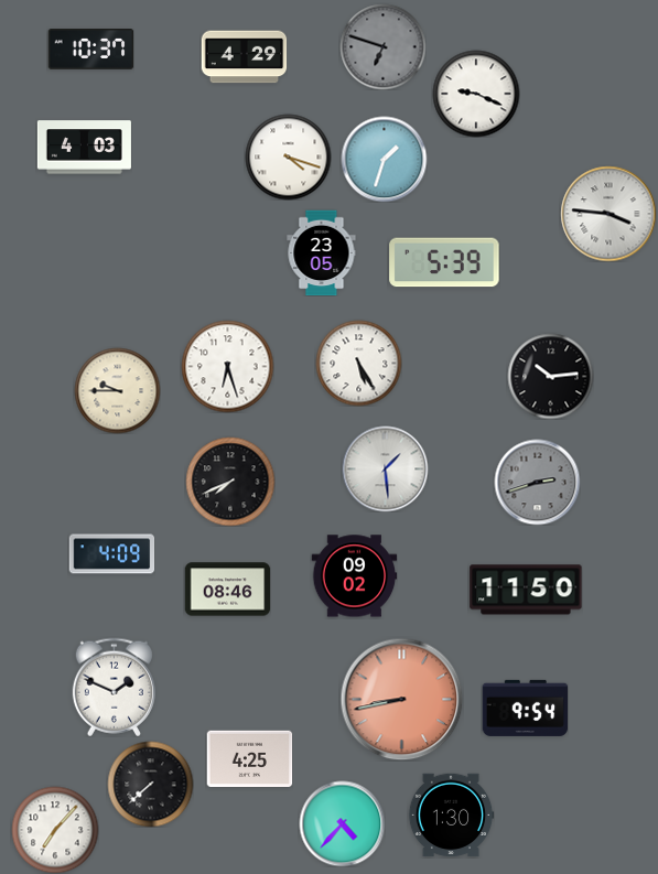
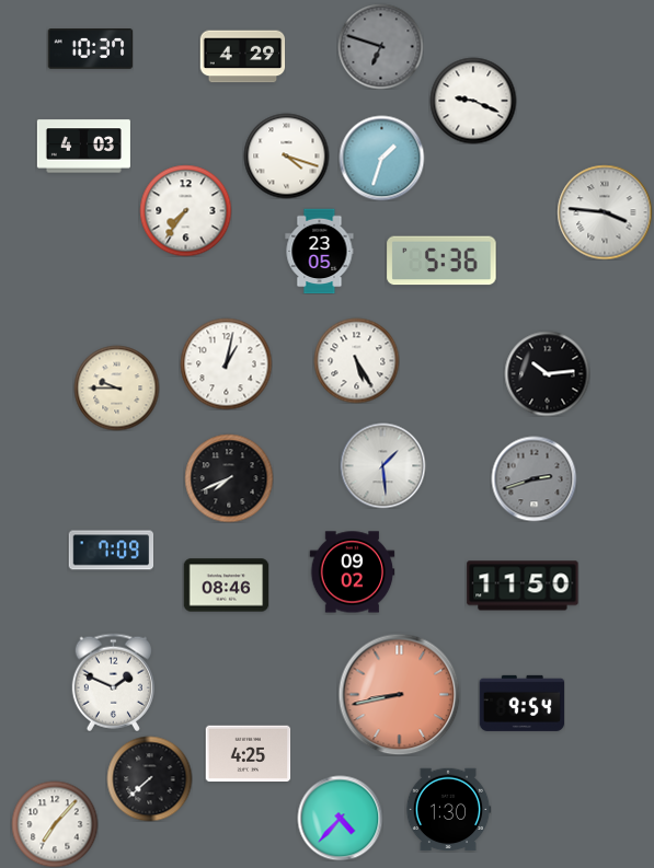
clock at (476, 94) position: (476, 94) -> (473, 101)
clock at (185, 210): none -> 7:36
clock at (444, 262): 5:39 -> 5:36
clock at (227, 366): 6:27 -> 1:02
clock at (111, 554): 4:09 -> 7:09
